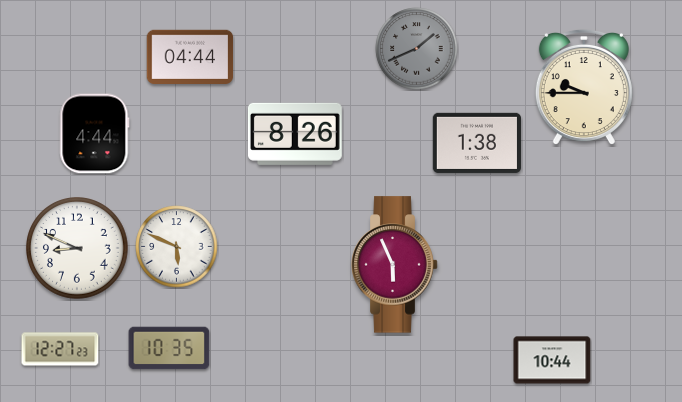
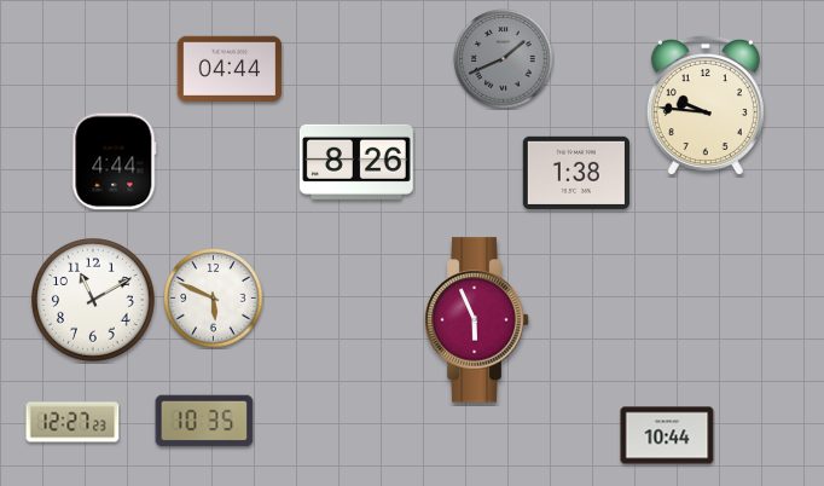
clock at (584, 87): 9:45 -> 9:46
clock at (77, 248): 8:49 -> 11:10
